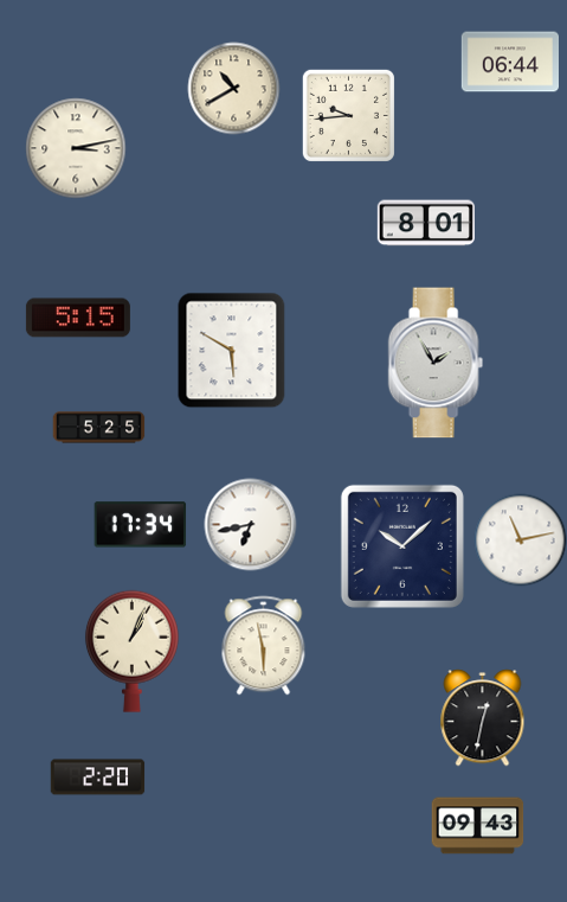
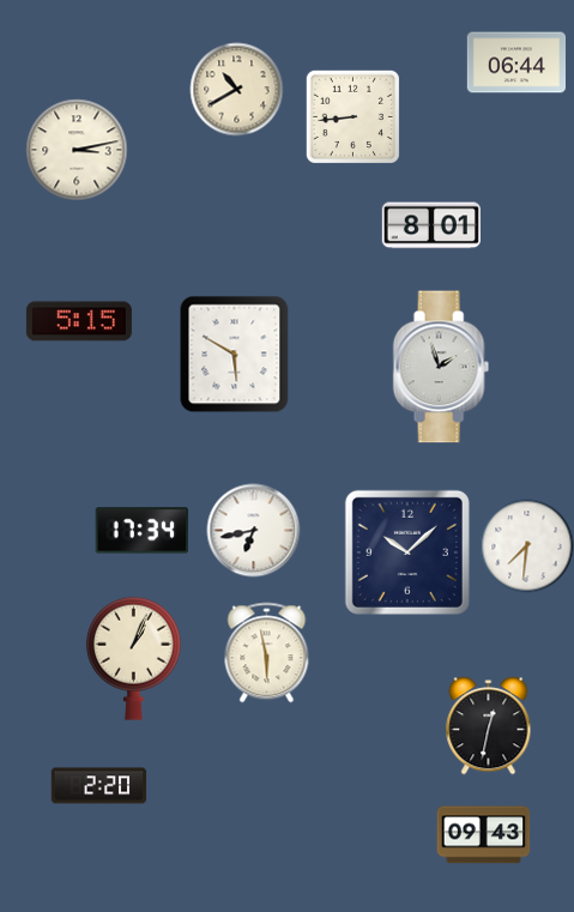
clock at (348, 115): 9:44 -> 8:44
clock at (436, 363): 1:55 -> 1:57
clock at (98, 428): 5:25 -> none
clock at (520, 539): 11:13 -> 7:31
